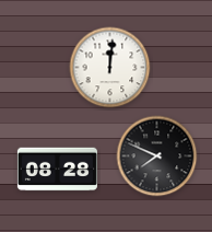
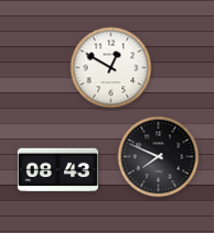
clock at (110, 68): 12:01 -> 12:50
clock at (57, 170): 08:28 -> 08:43
